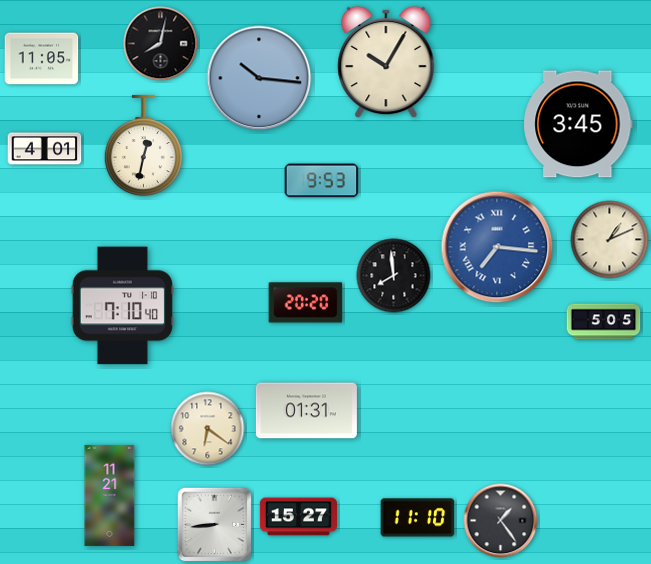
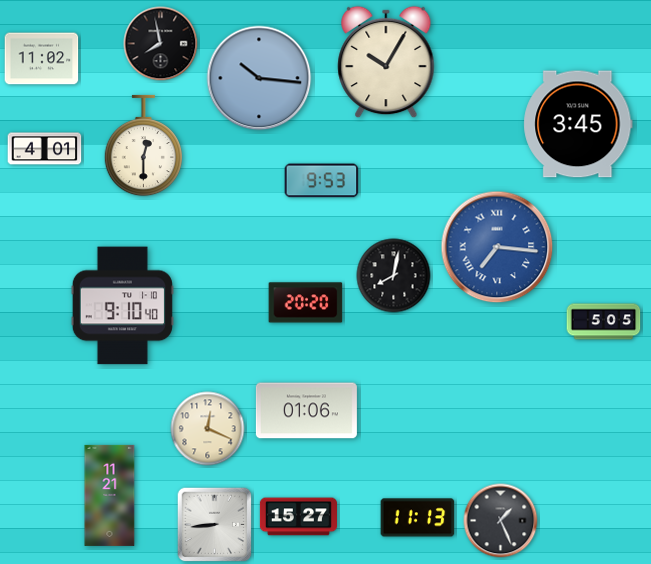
clock at (161, 44): 8:02 -> 7:58
clock at (42, 59): 11:05 -> 11:02
clock at (143, 146): 12:32 -> 12:30
clock at (610, 240): 1:11 -> none
clock at (394, 276): 7:59 -> 8:02
clock at (122, 306): 7:10 -> 9:10
clock at (306, 411): 01:31 -> 01:06
clock at (208, 429): 6:21 -> 12:19
clock at (418, 518): 11:10 -> 11:13
clock at (501, 521): 1:24 -> 1:26
